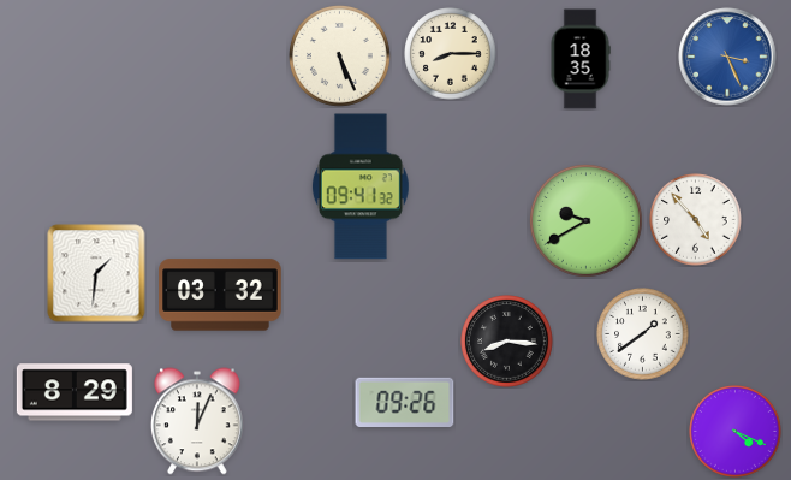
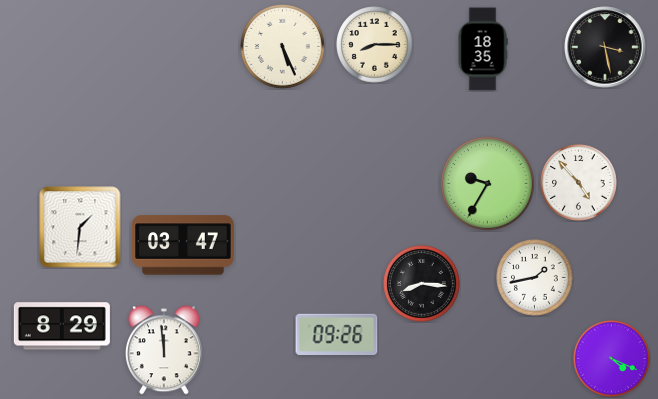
clock at (727, 57): 3:26 -> 3:28
clock at (727, 57) dial: blue -> black
clock at (361, 186): 09:41 -> none
clock at (585, 220): 9:40 -> 9:35
clock at (220, 295): 03:32 -> 03:47
clock at (643, 334): 1:39 -> 1:43
clock at (197, 421): 12:04 -> 11:59
